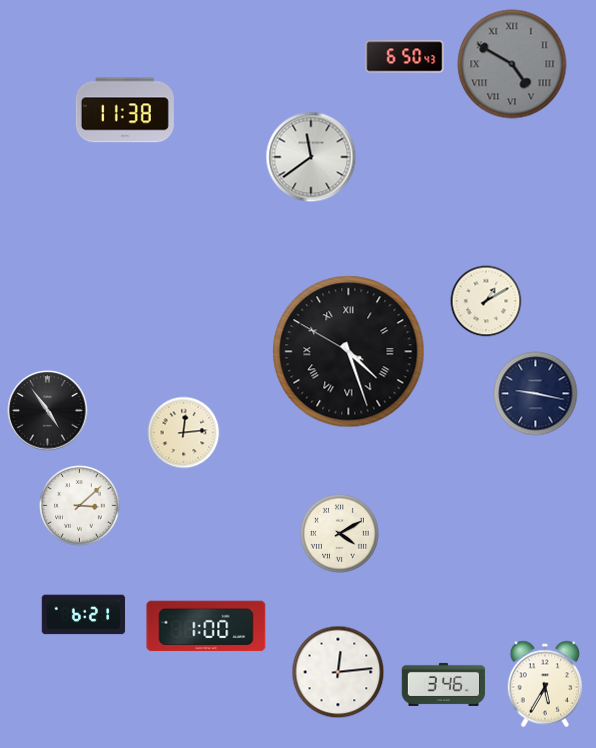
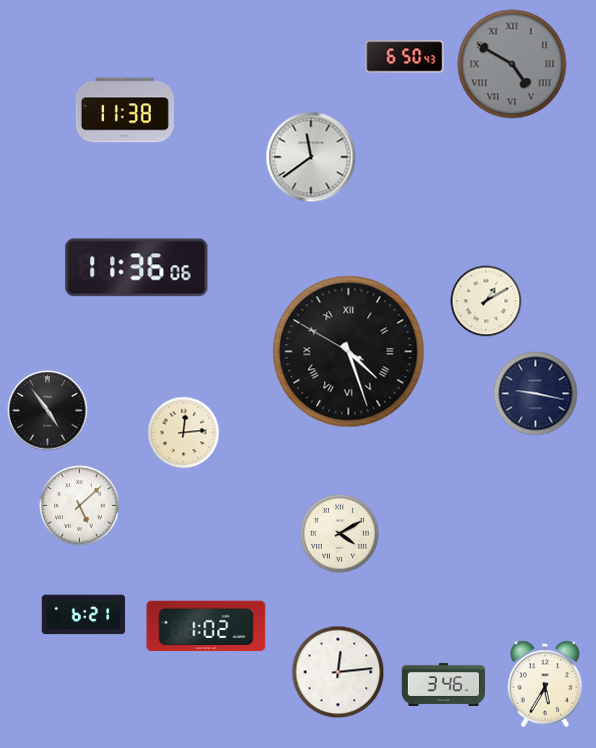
clock at (137, 268): none -> 11:36
clock at (80, 506): 3:08 -> 5:08
clock at (206, 626): 1:00 -> 1:02
